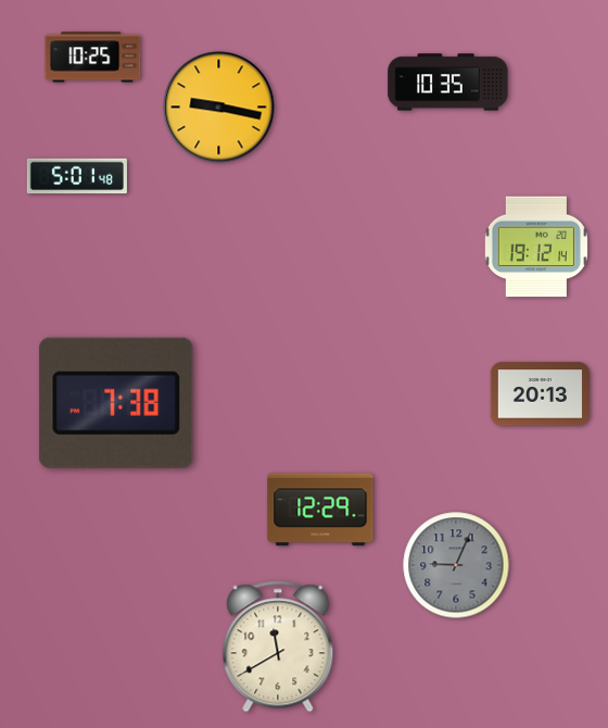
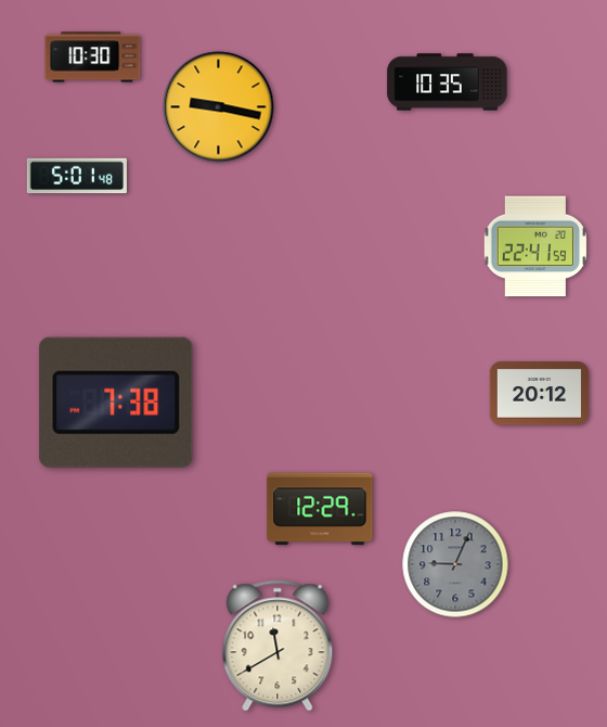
clock at (93, 58): 10:25 -> 10:30
clock at (536, 247): 19:12 -> 22:41
clock at (541, 394): 20:13 -> 20:12
